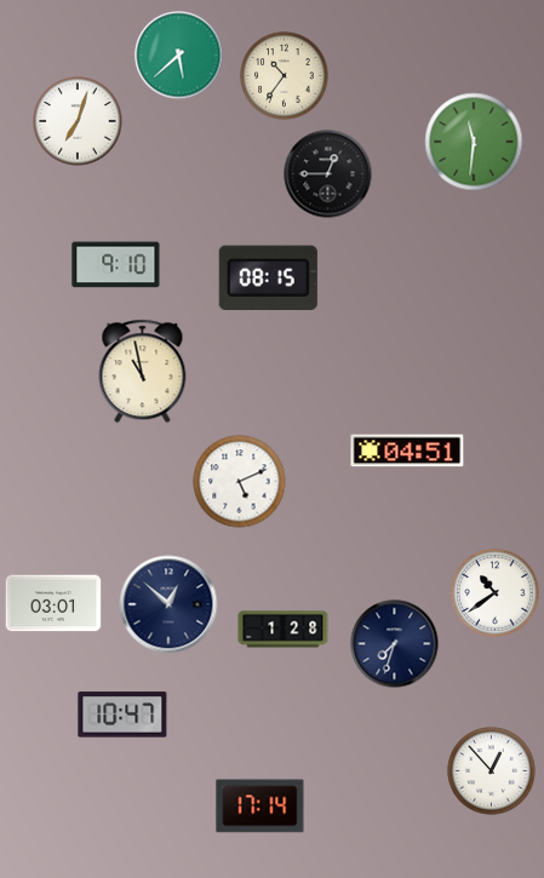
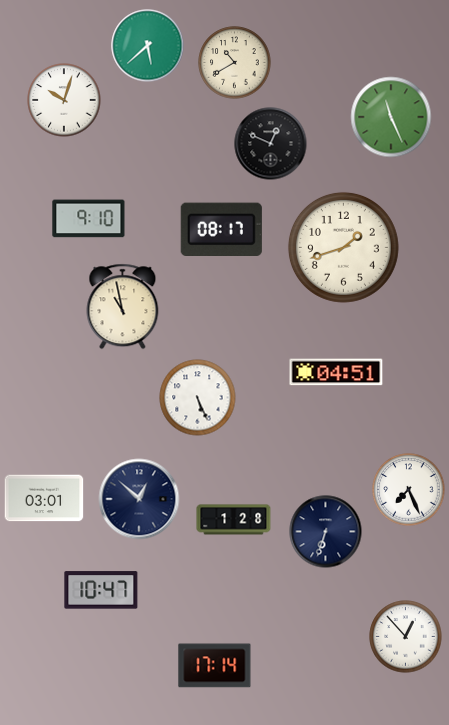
clock at (285, 76): 10:36 -> 10:40
clock at (78, 121): 7:03 -> 10:03
clock at (474, 142): 11:31 -> 11:26
clock at (328, 174): 12:45 -> 12:49
clock at (116, 265) position: (116, 265) -> (89, 219)
clock at (268, 277): 08:15 -> 08:17
clock at (343, 247): none -> 1:42
clock at (143, 372) position: (143, 372) -> (123, 307)
clock at (240, 482): 5:11 -> 5:26
clock at (496, 593): 10:39 -> 7:26
clock at (395, 644): 7:33 -> 6:33
